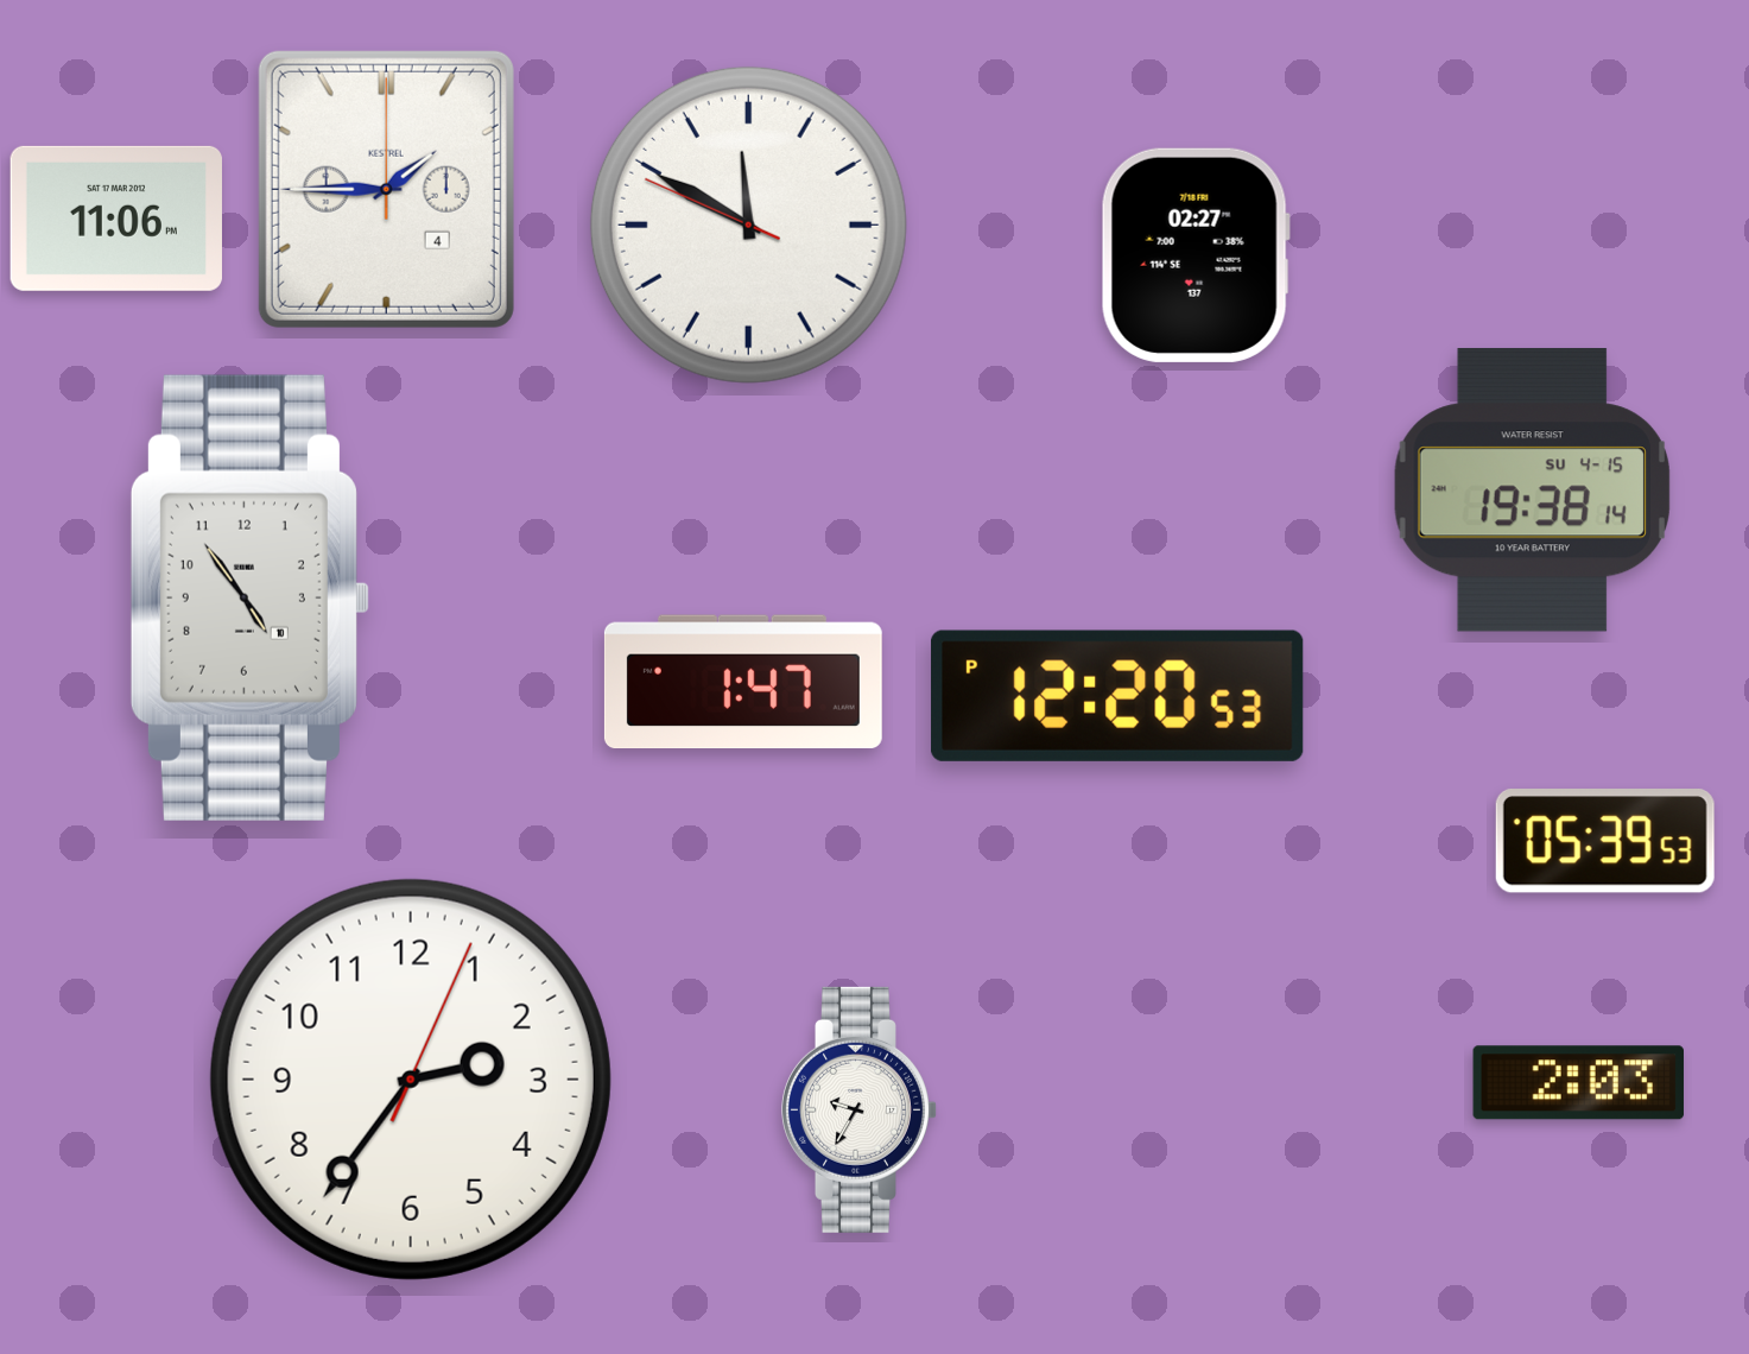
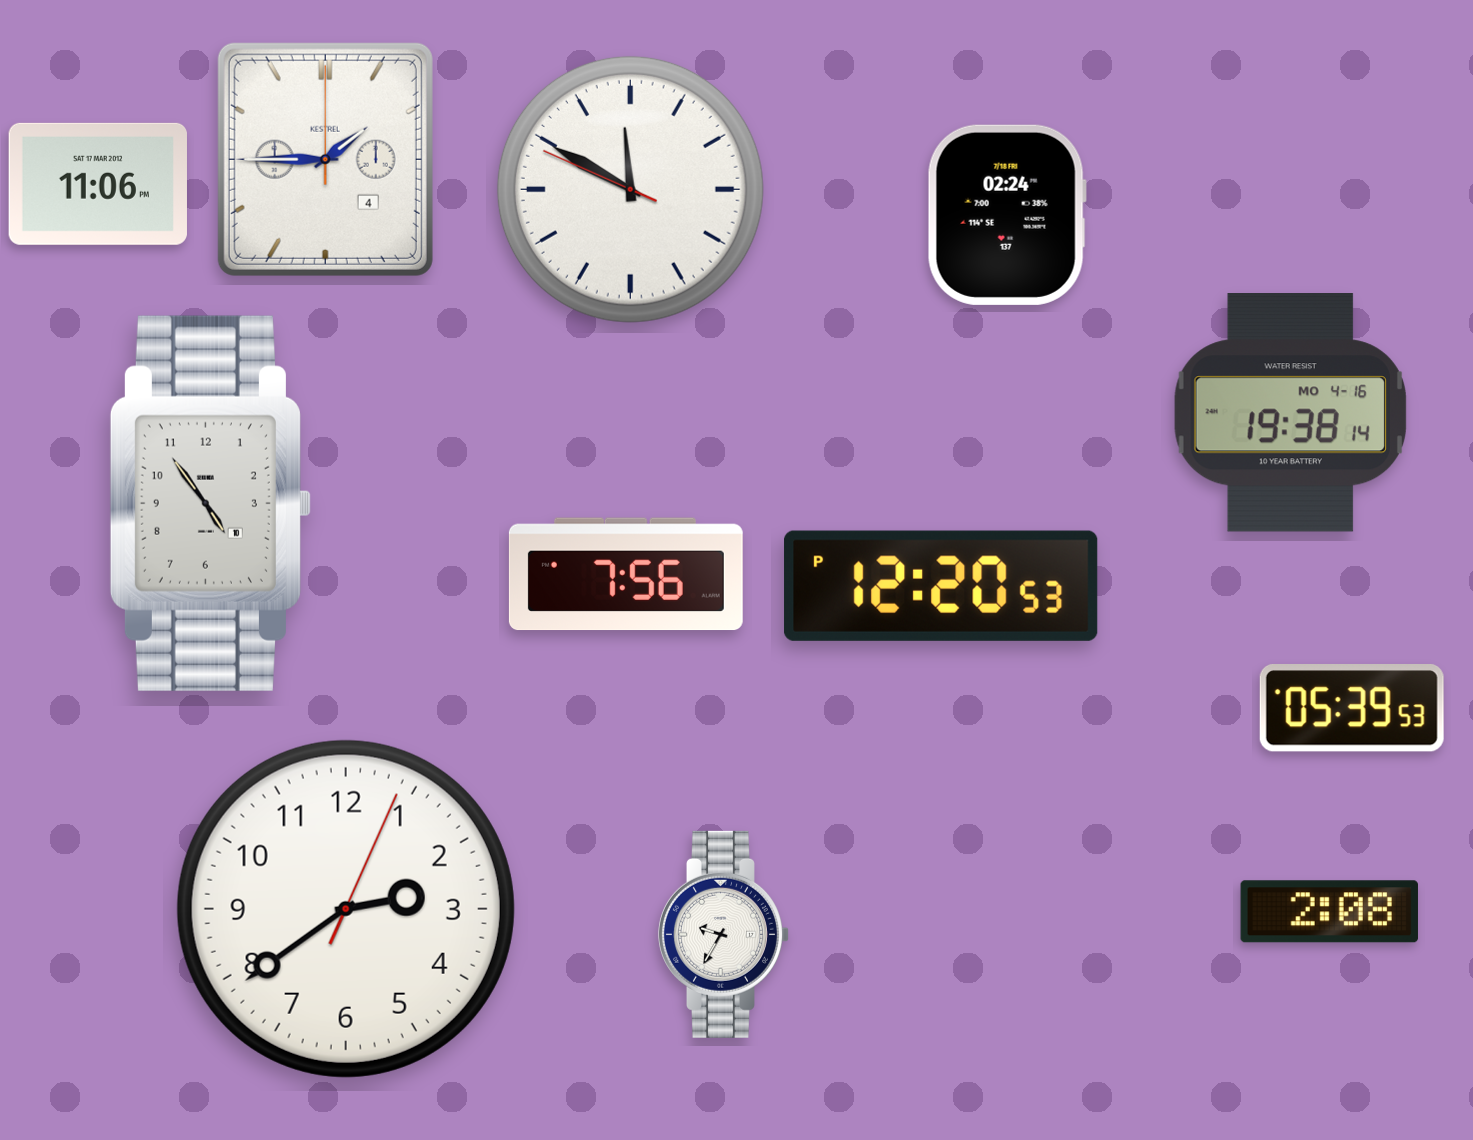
clock at (1196, 255): 02:27 -> 02:24
clock at (1532, 491) date: SU 4-15 -> MO 4-16
clock at (743, 682): 1:47 -> 7:56
clock at (411, 1080): 2:36 -> 2:39
clock at (1578, 1083): 2:03 -> 2:08
